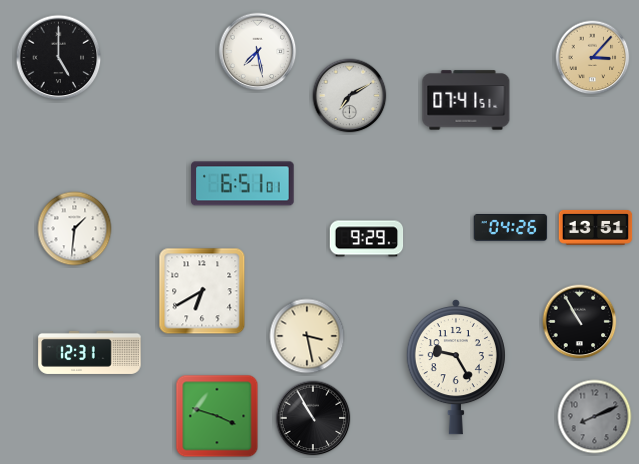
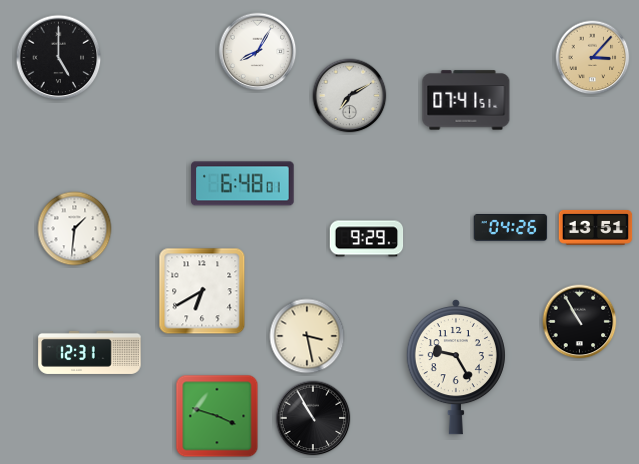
clock at (258, 52): 7:28 -> 8:05
clock at (243, 184): 6:51 -> 6:48
clock at (595, 417): 8:11 -> none
